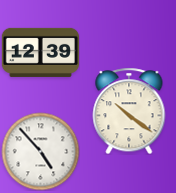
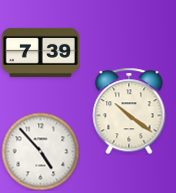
clock at (40, 52): 12:39 -> 7:39
